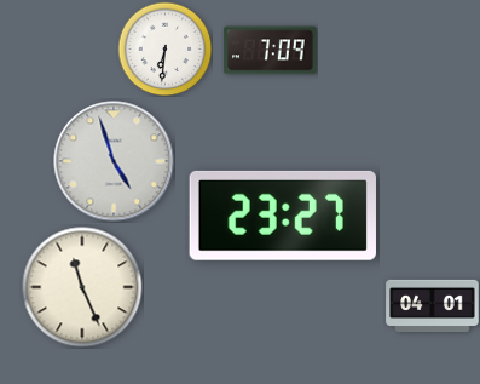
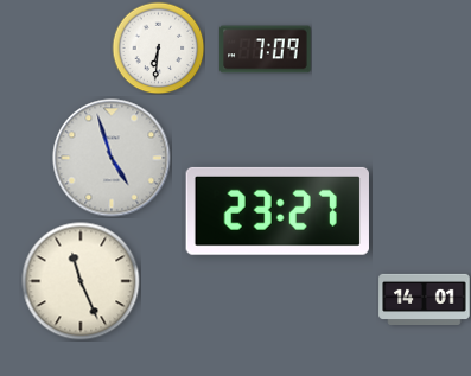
clock at (164, 48) position: (164, 48) -> (158, 47)
clock at (433, 305): 04:01 -> 14:01
